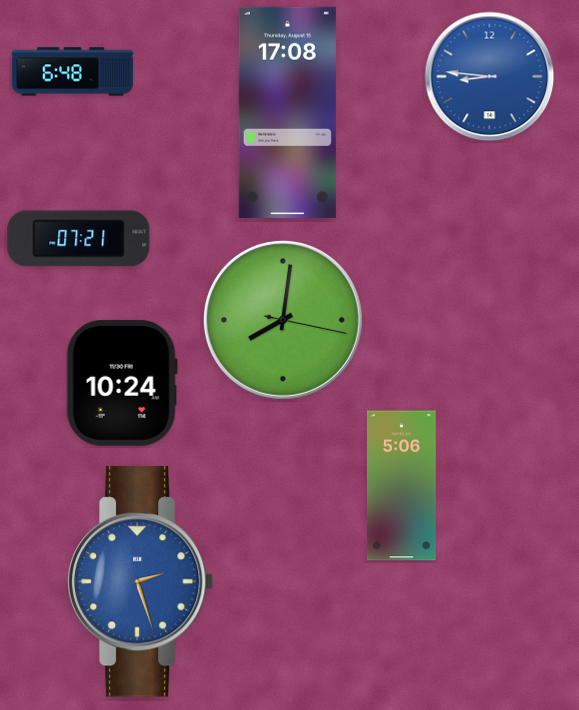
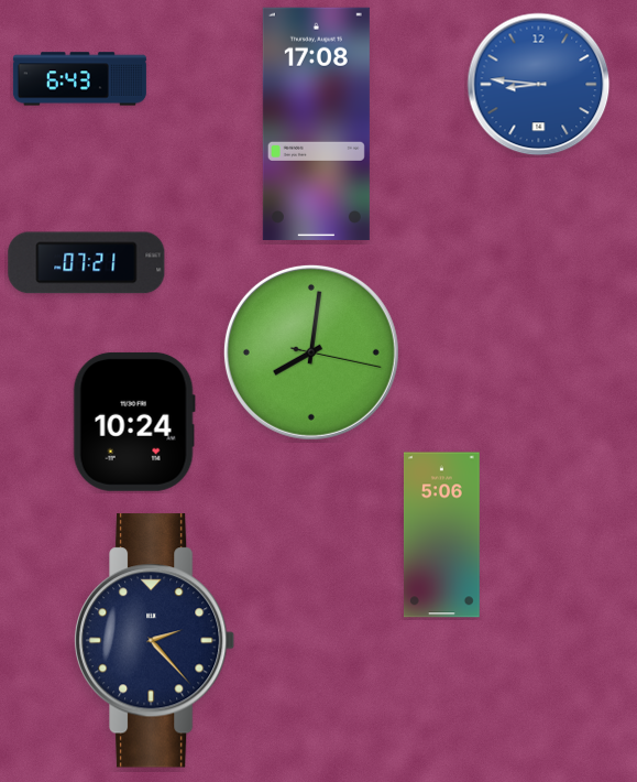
clock at (72, 72): 6:48 -> 6:43
clock at (141, 582): 2:27 -> 2:23
clock at (141, 582) dial: blue -> navy
